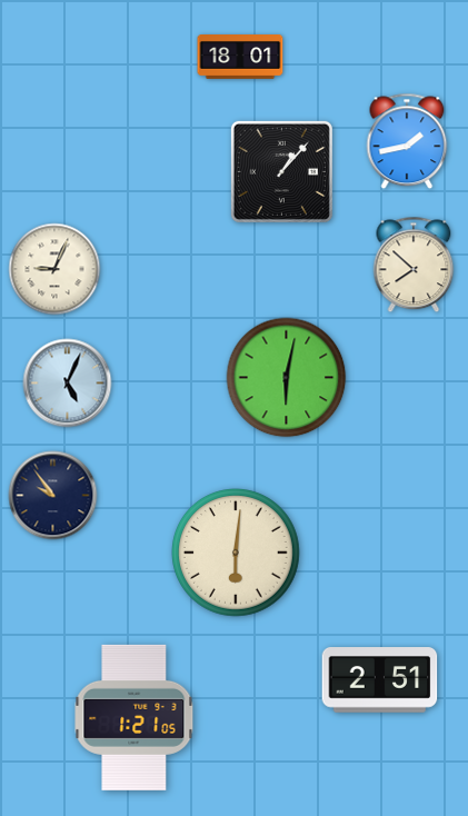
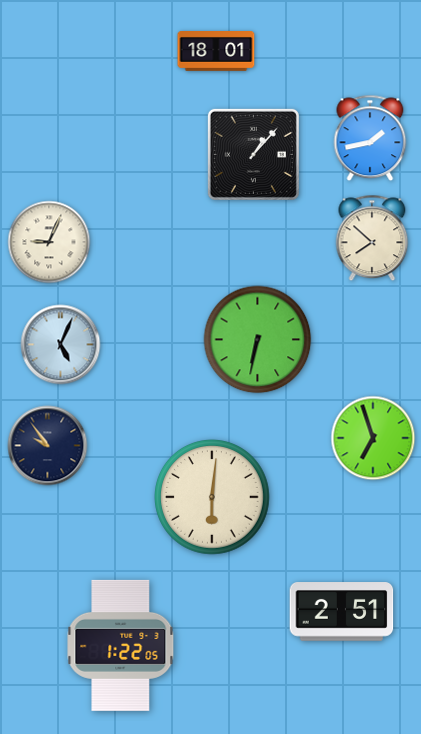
clock at (407, 141) position: (407, 141) -> (370, 138)
clock at (287, 378): 6:02 -> 6:32
clock at (373, 438): none -> 6:57
clock at (135, 717): 1:21 -> 1:22
